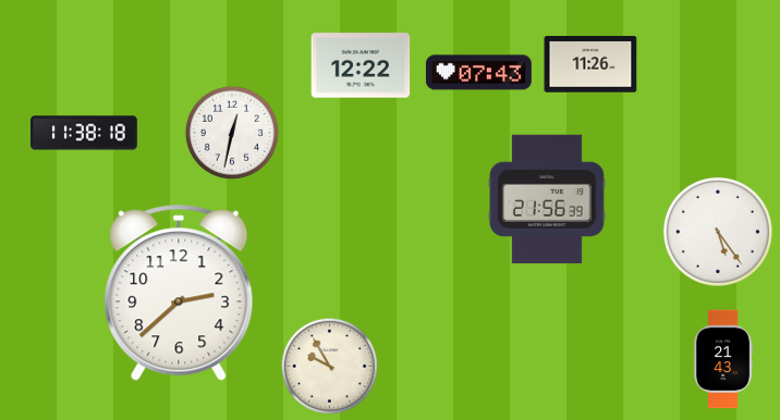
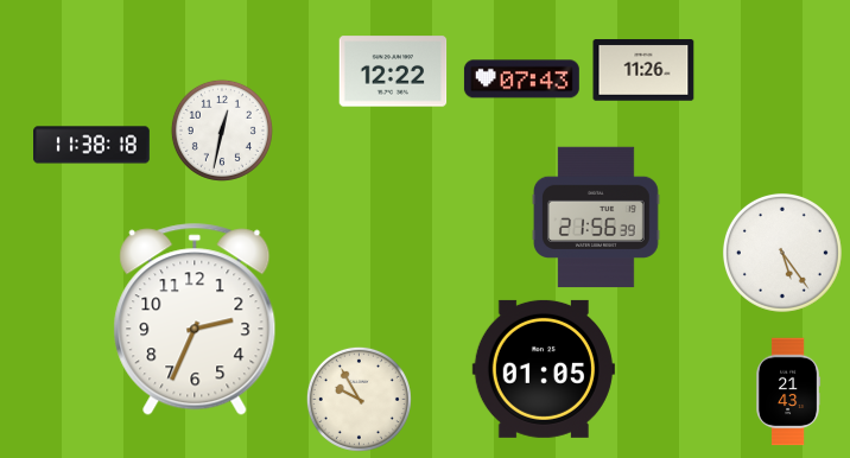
clock at (232, 133) position: (232, 133) -> (222, 131)
clock at (179, 293): 2:38 -> 2:34
clock at (544, 369): none -> 01:05
